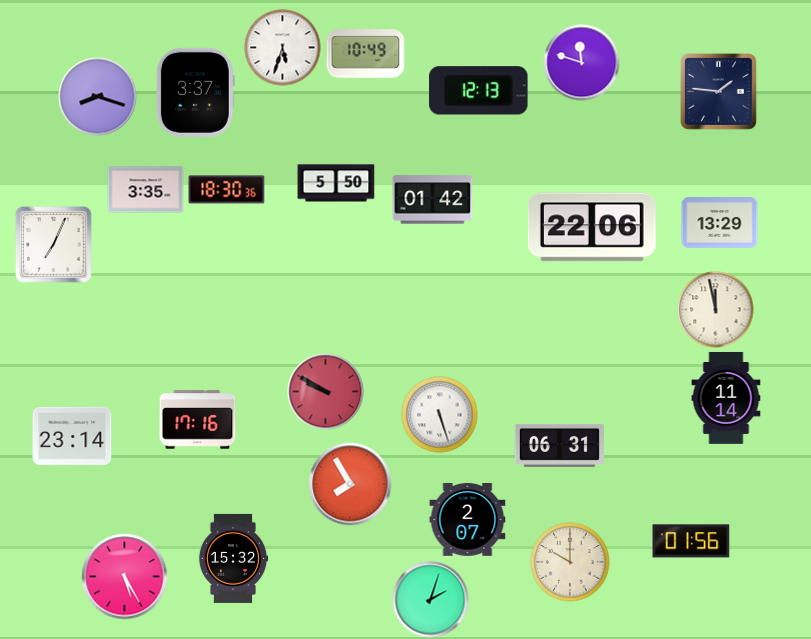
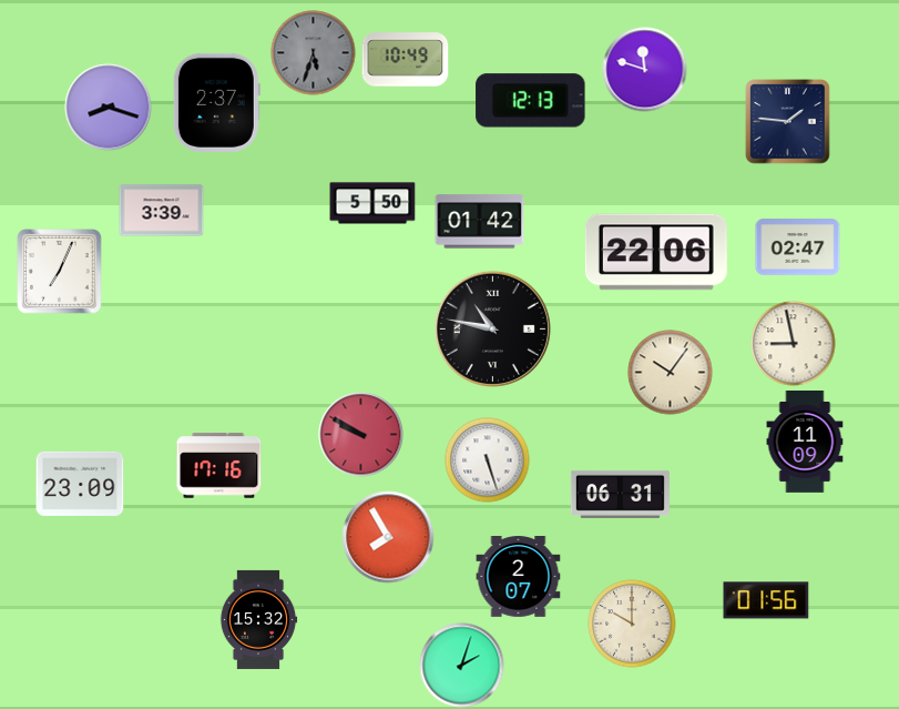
clock at (283, 48) dial: white -> grey
clock at (195, 92): 3:37 -> 2:37
clock at (719, 92) position: (719, 92) -> (788, 122)
clock at (146, 190): 3:35 -> 3:39
clock at (227, 190): 18:30 -> none
clock at (720, 223): 13:29 -> 02:47
clock at (492, 328): none -> 10:47
clock at (716, 310): 11:58 -> 8:58
clock at (671, 373): none -> 10:06
clock at (726, 398): 11:14 -> 11:09
clock at (72, 436): 23:14 -> 23:09
clock at (125, 577): 5:25 -> none
clock at (431, 600) position: (431, 600) -> (462, 666)
